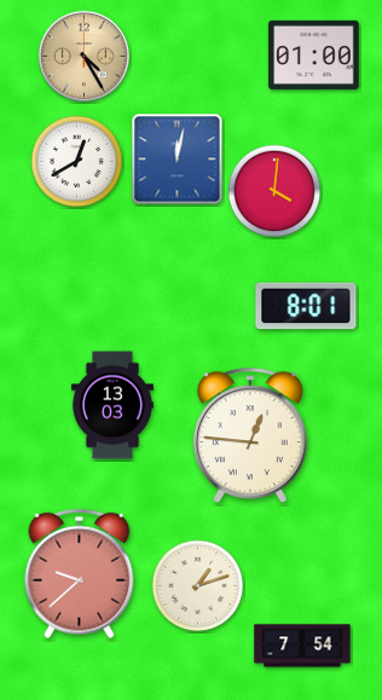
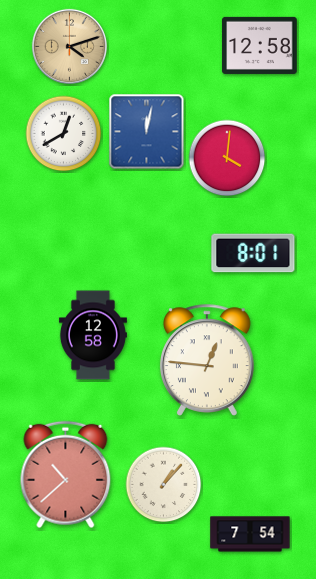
clock at (314, 54): 01:00 -> 12:58
clock at (83, 56): 4:25 -> 4:12
clock at (112, 405): 13:03 -> 12:58
clock at (80, 574): 9:38 -> 10:38
clock at (198, 586): 1:12 -> 1:07
